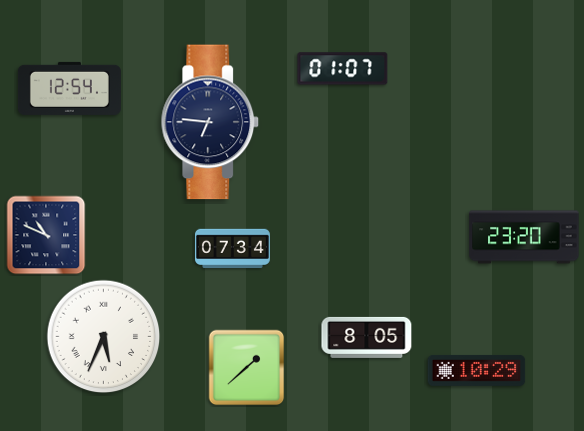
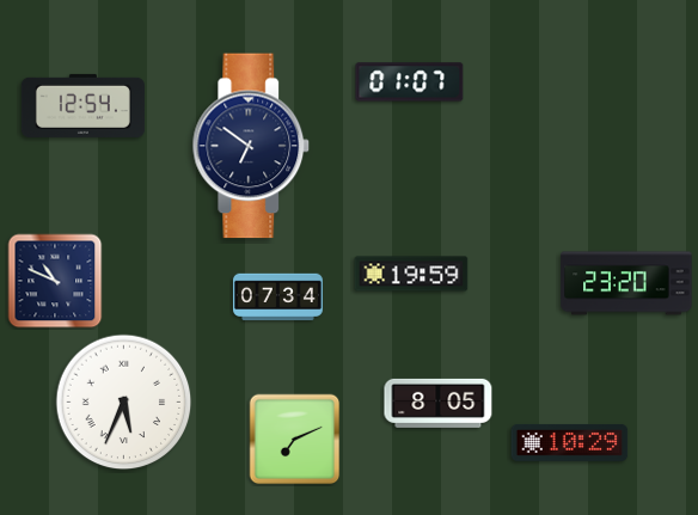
clock at (210, 122): 6:46 -> 6:51
clock at (411, 274): none -> 19:59
clock at (247, 368): 1:38 -> 7:11
